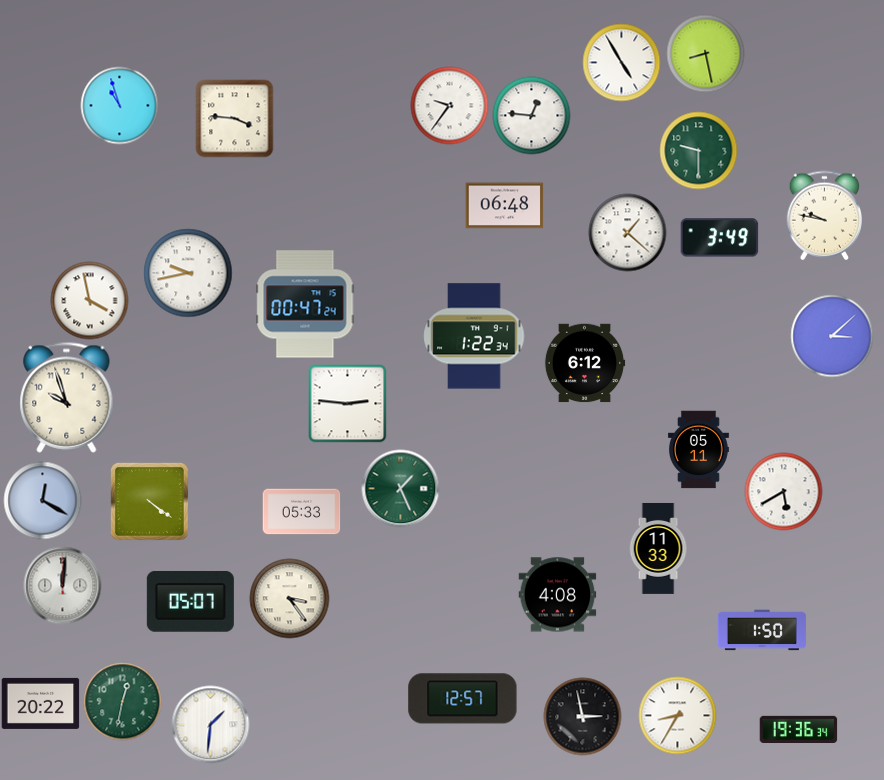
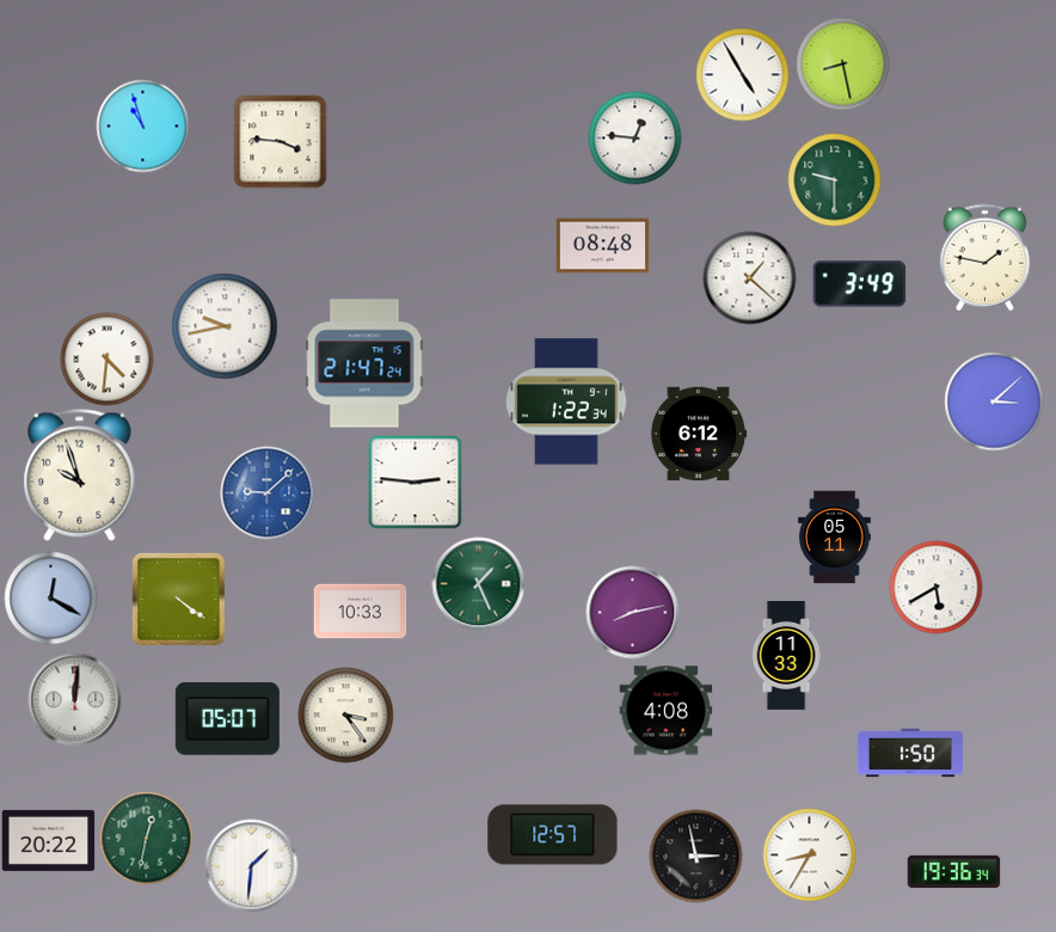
clock at (449, 105): 9:36 -> none
clock at (504, 206): 06:48 -> 08:48
clock at (824, 215): 9:47 -> 1:47
clock at (89, 300): 3:58 -> 4:31
clock at (305, 304): 00:47 -> 21:47
clock at (266, 492): none -> 9:08
clock at (301, 512): 05:33 -> 10:33
clock at (632, 612): none -> 8:13
